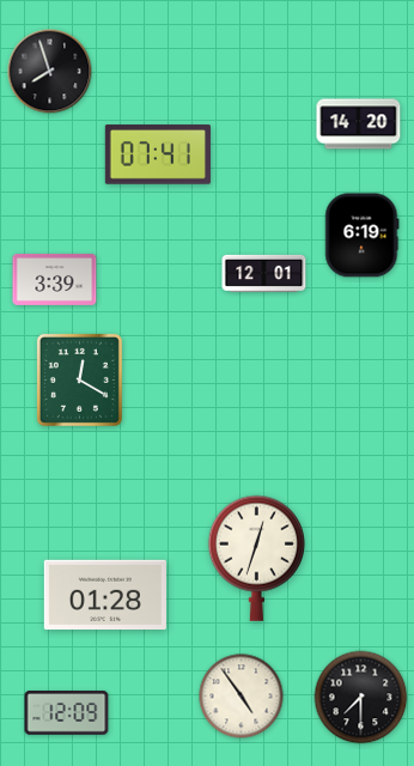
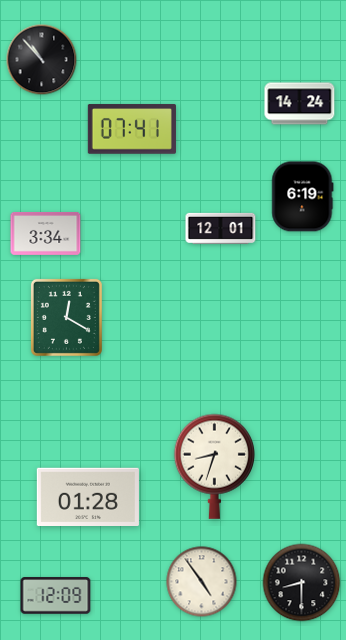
clock at (50, 72): 7:57 -> 10:53
clock at (359, 124): 14:20 -> 14:24
clock at (55, 280): 3:39 -> 3:34
clock at (256, 558): 12:33 -> 8:33
clock at (361, 698): 7:30 -> 8:30
